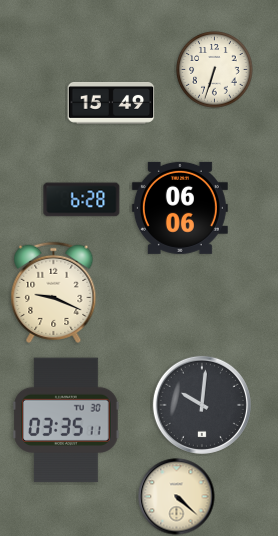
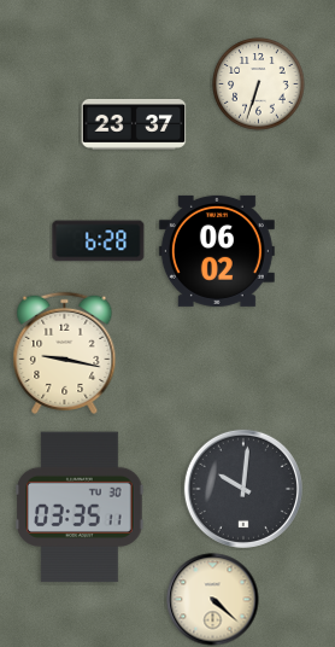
clock at (111, 103): 15:49 -> 23:37
clock at (180, 208): 06:06 -> 06:02
clock at (54, 292): 9:19 -> 9:17
